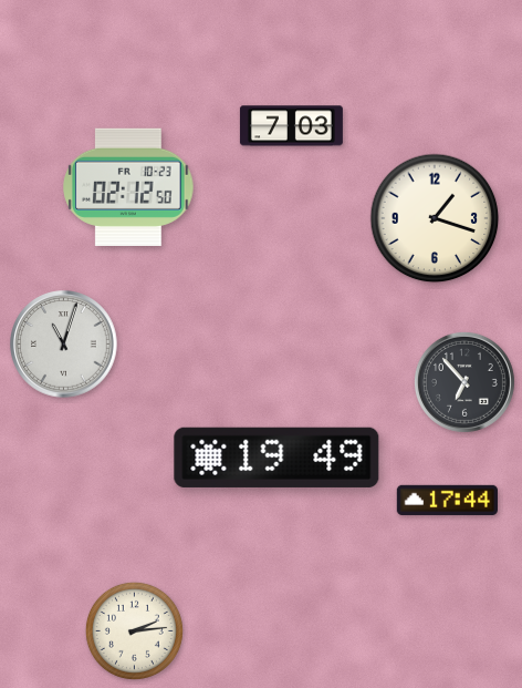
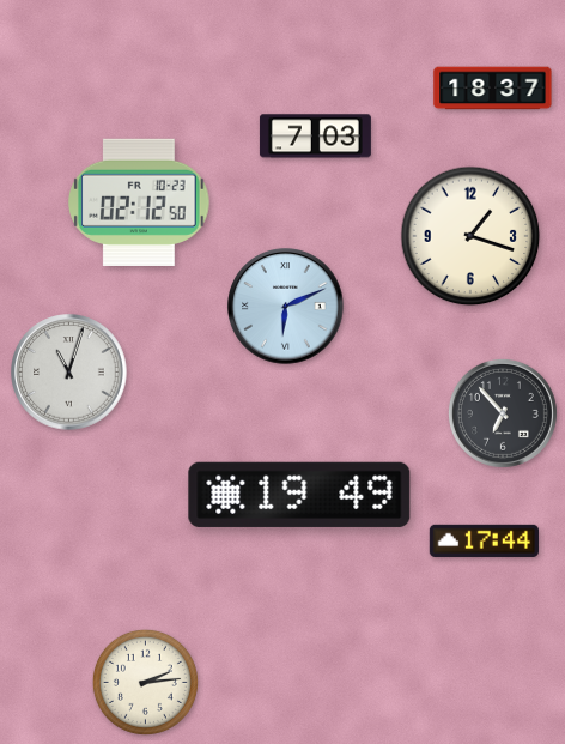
clock at (493, 89): none -> 18:37
clock at (286, 307): none -> 6:11
